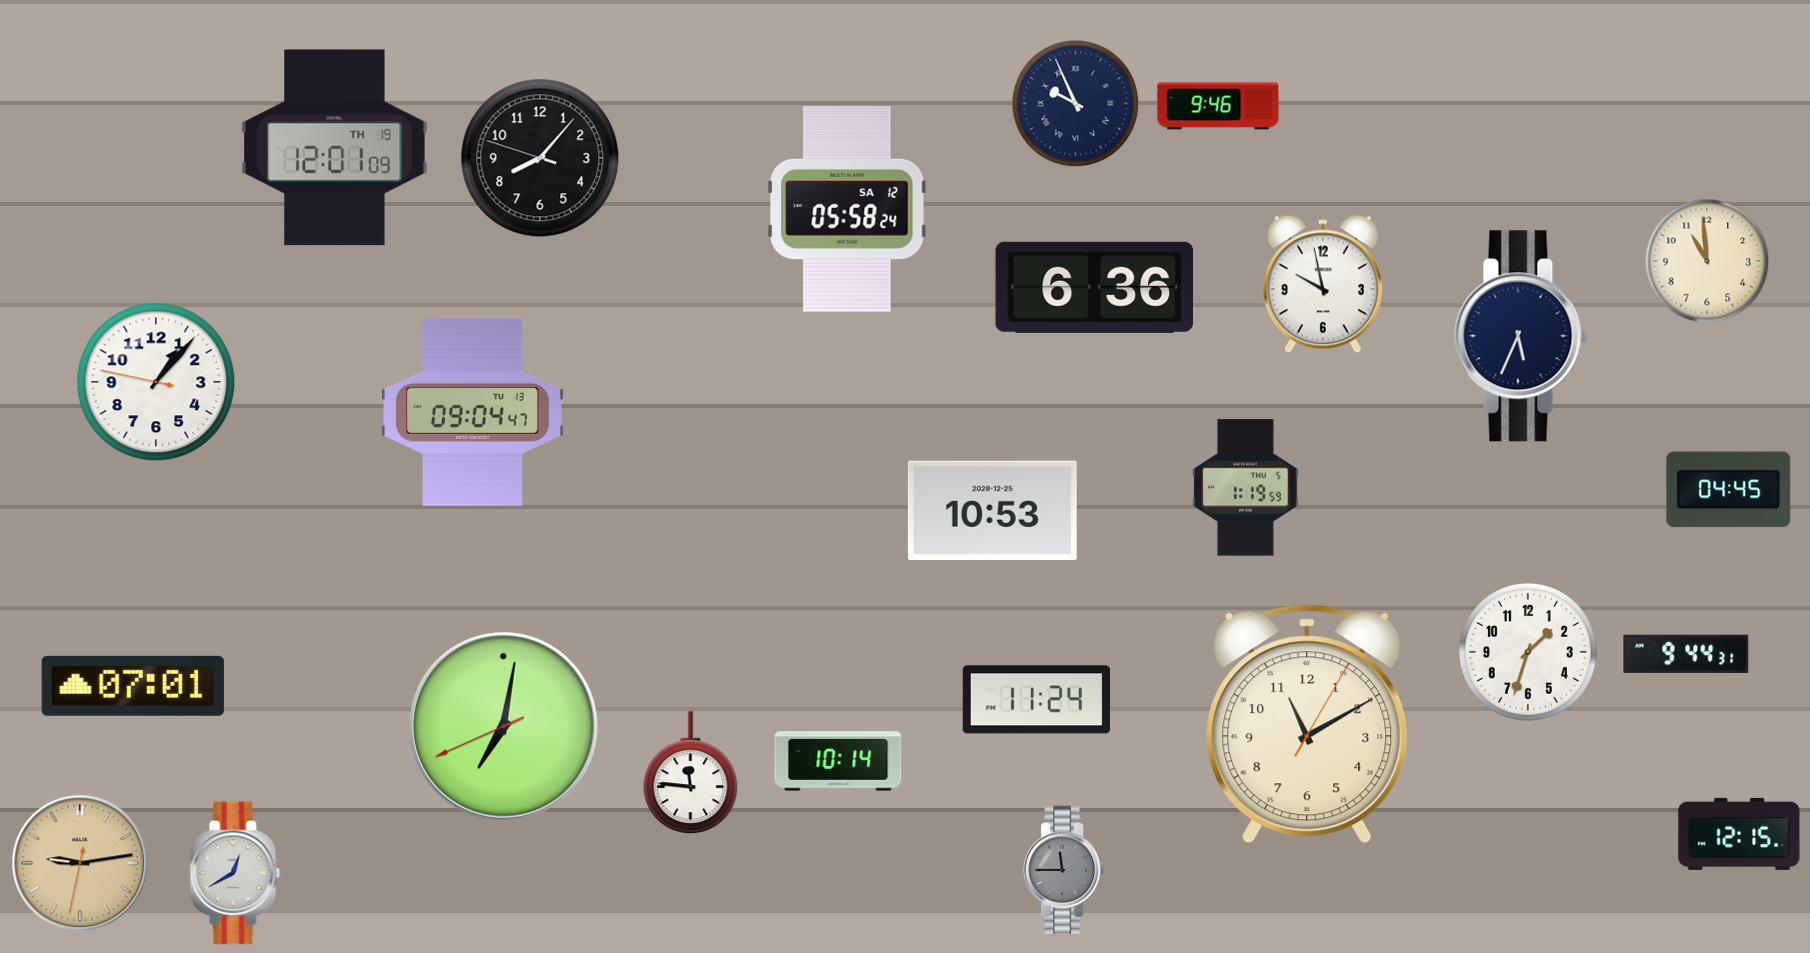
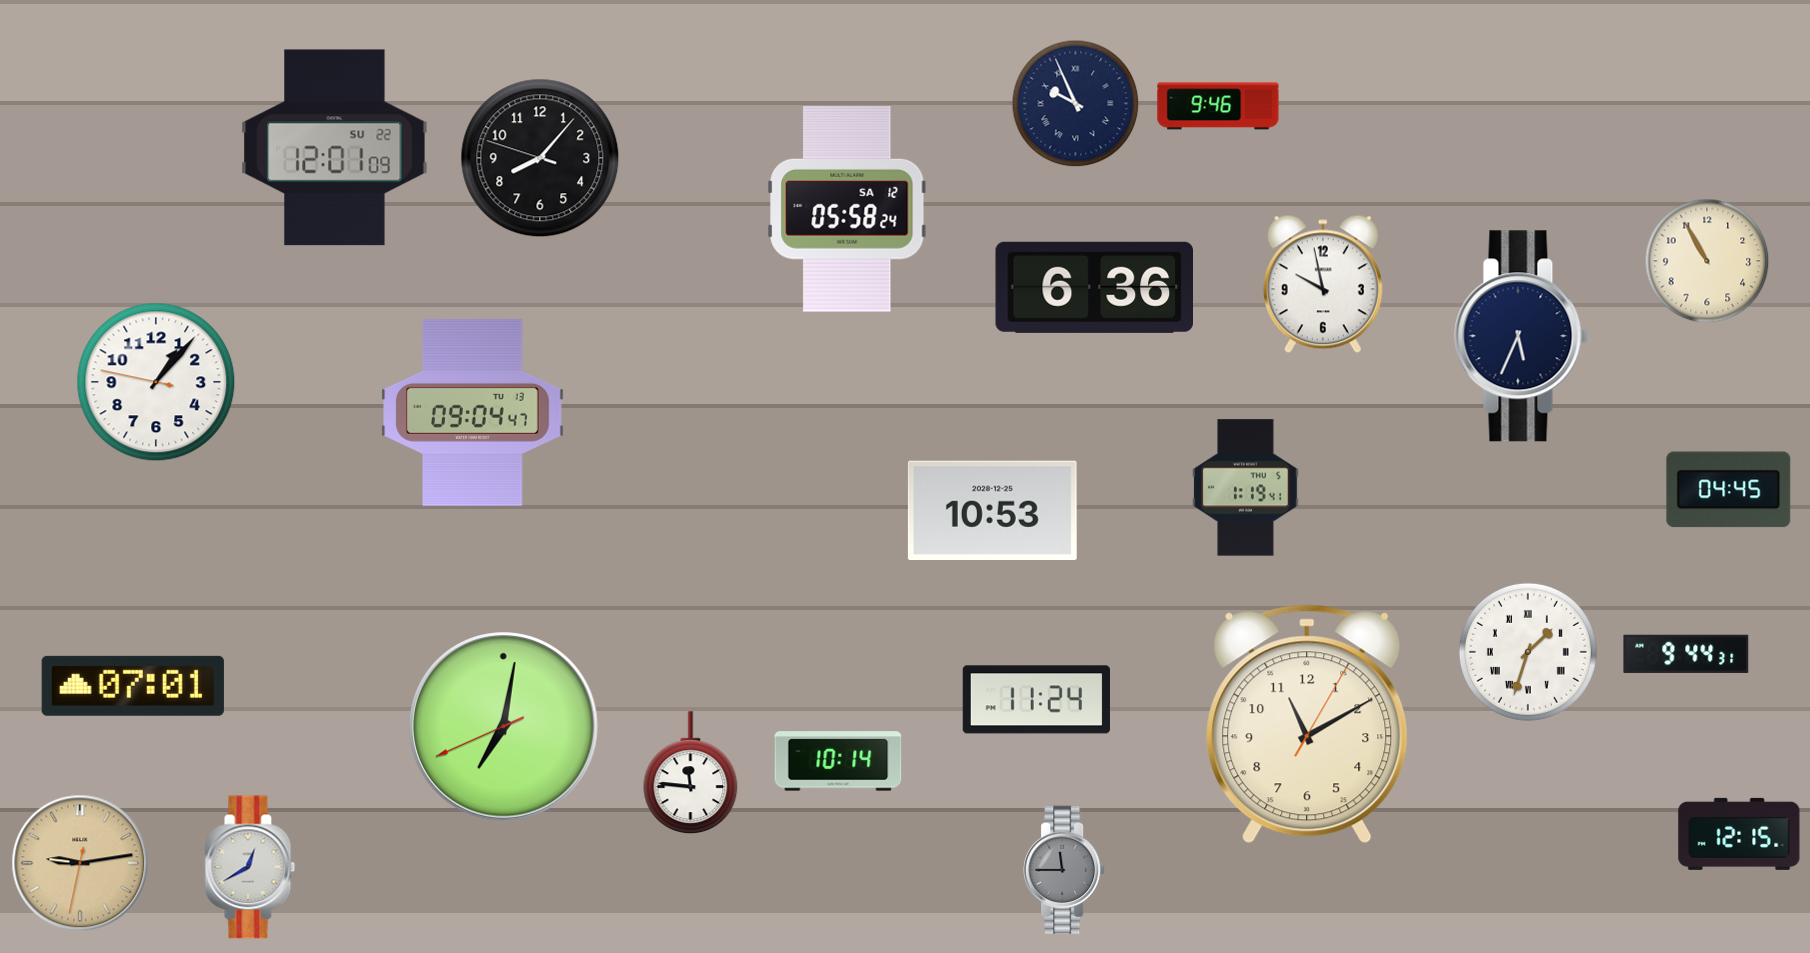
clock at (335, 148) date: TH 19 -> SU 22
clock at (1707, 261): 10:59 -> 10:55
clock at (1246, 488): 1:19:59 -> 1:19:41
clock at (1528, 652) numerals: Arabic -> Roman
clock at (235, 873) position: (235, 873) -> (250, 867)
